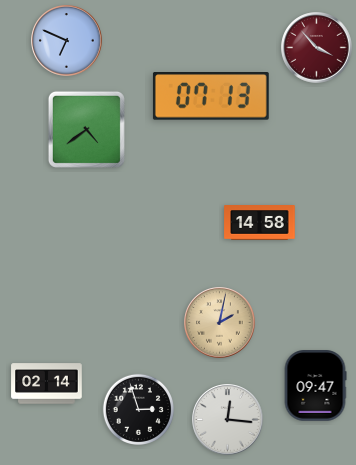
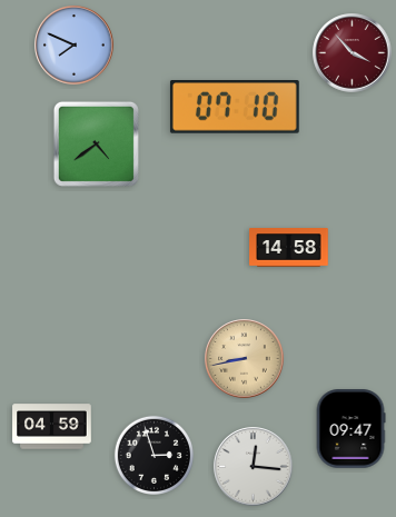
clock at (67, 41): 6:49 -> 7:49
clock at (211, 96): 07:13 -> 07:10
clock at (220, 323): 2:02 -> 8:43
clock at (47, 384): 02:14 -> 04:59
